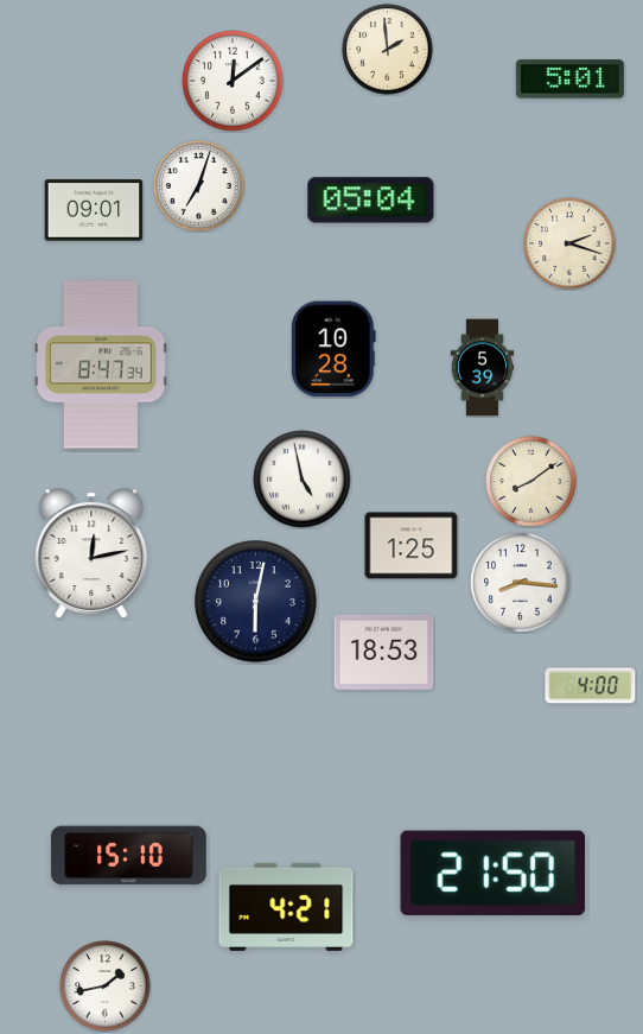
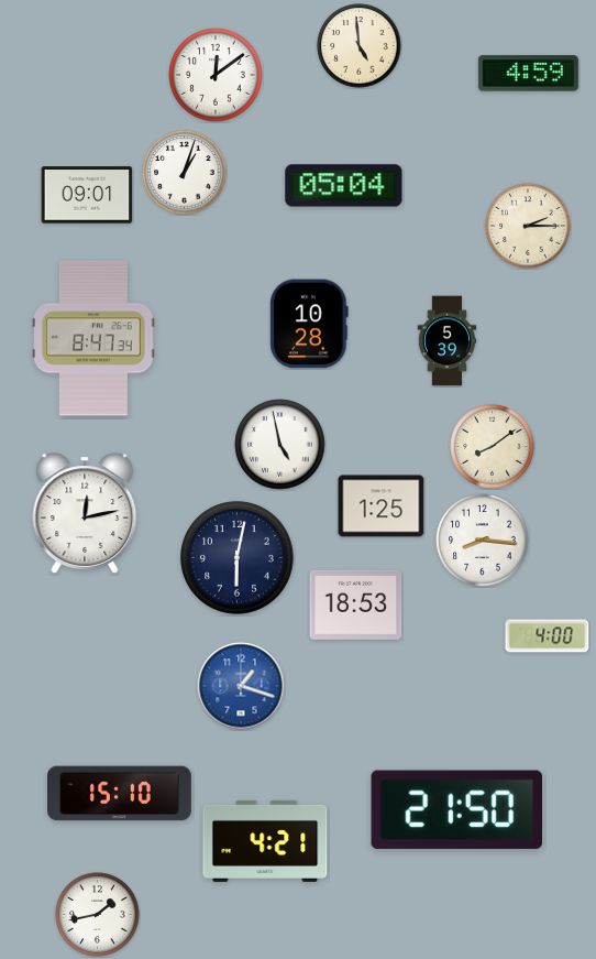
clock at (388, 50): 1:59 -> 4:59
clock at (569, 80): 5:01 -> 4:59
clock at (199, 186): 7:03 -> 1:03
clock at (569, 243): 2:18 -> 2:15
clock at (241, 686): none -> 1:18
